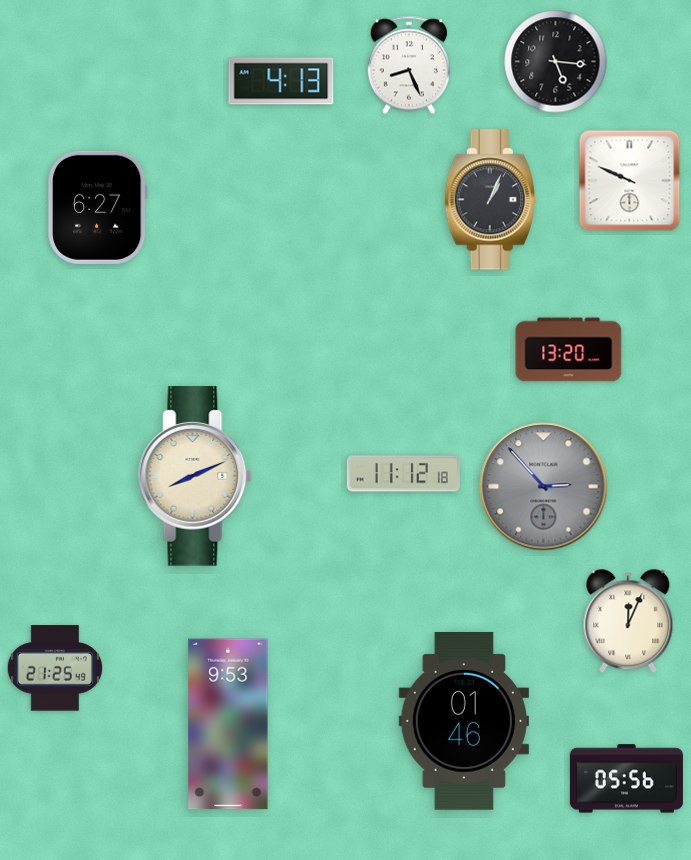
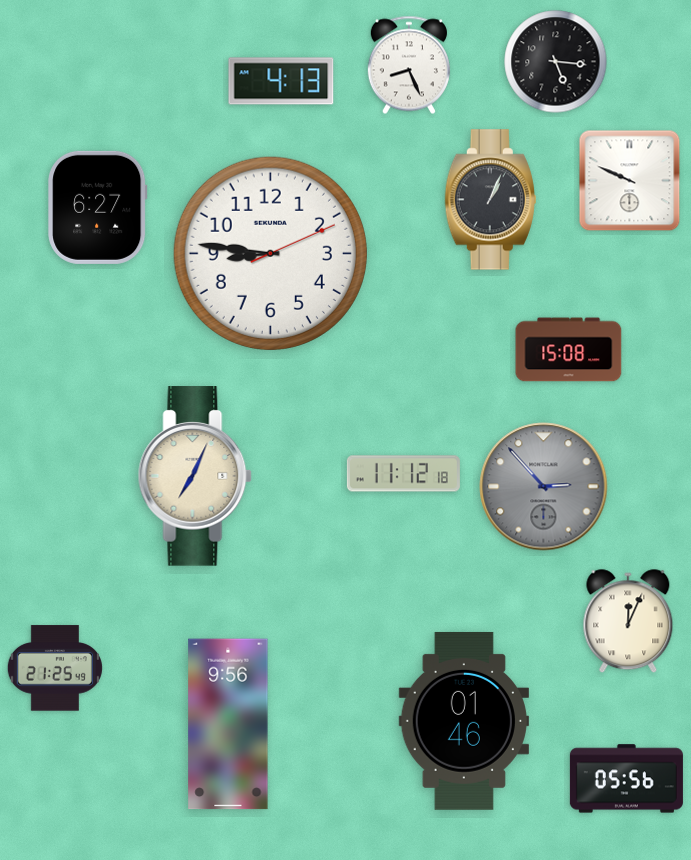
clock at (270, 253): none -> 8:46
clock at (569, 350): 13:20 -> 15:08
clock at (195, 476): 8:11 -> 7:04
clock at (228, 724): 9:53 -> 9:56
